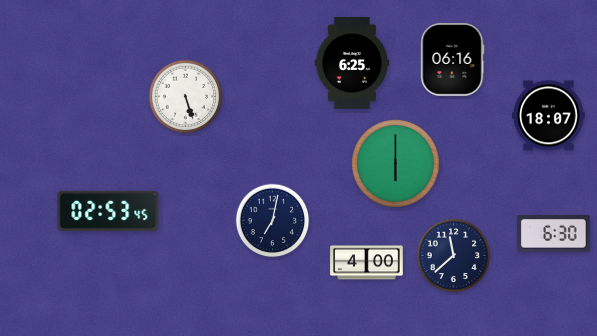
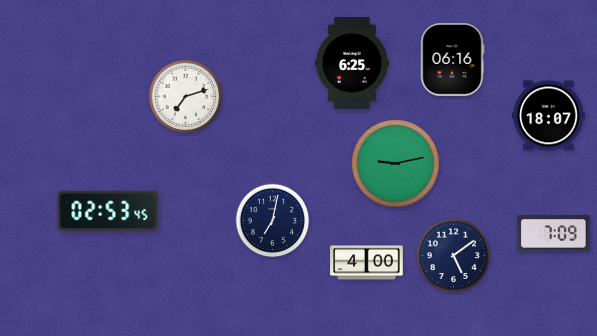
clock at (186, 97): 5:27 -> 7:12
clock at (396, 164): 6:00 -> 9:13
clock at (554, 234): 6:30 -> 7:09
clock at (454, 256): 11:38 -> 5:09
